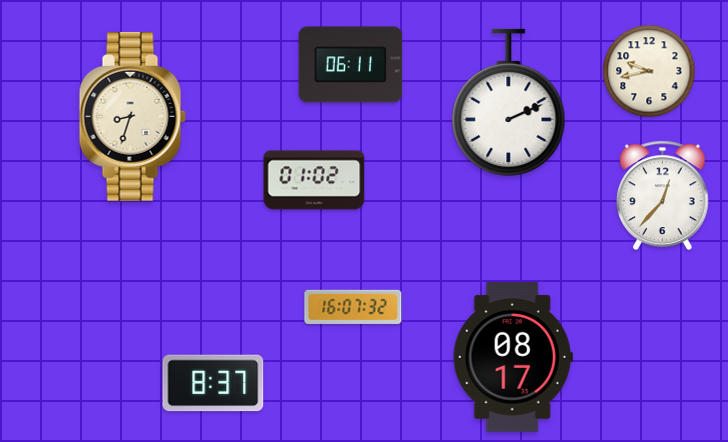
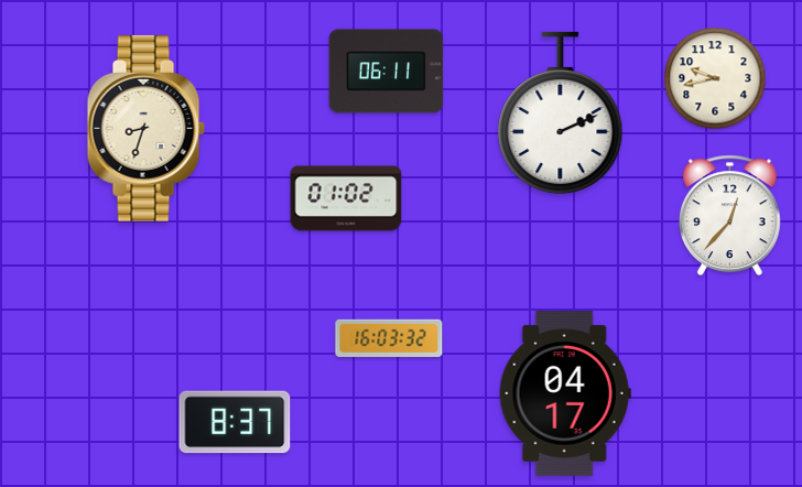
clock at (353, 307): 16:07 -> 16:03
clock at (513, 358): 08:17 -> 04:17
